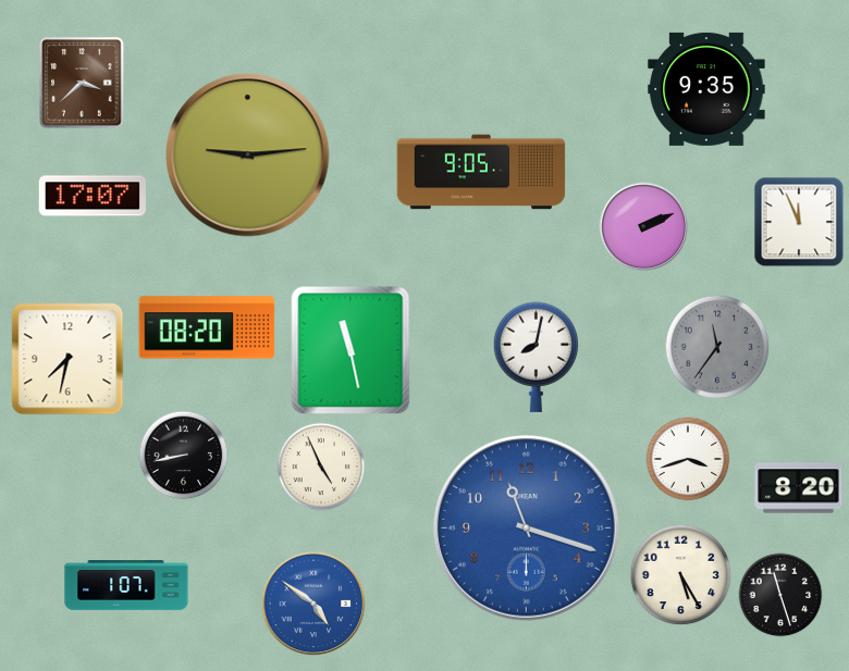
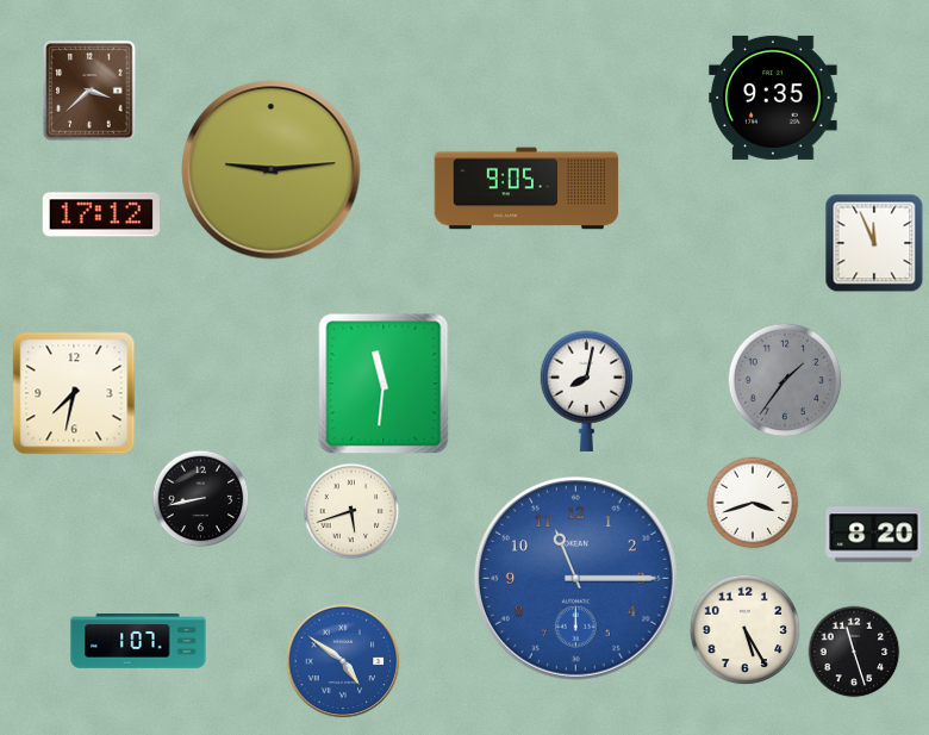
clock at (91, 196): 17:07 -> 17:12
clock at (644, 227): 2:11 -> none
clock at (207, 327): 08:20 -> none
clock at (717, 347): 11:36 -> 1:36
clock at (350, 350): 11:28 -> 11:31
clock at (321, 467): 4:56 -> 5:42
clock at (526, 527): 11:18 -> 11:15
